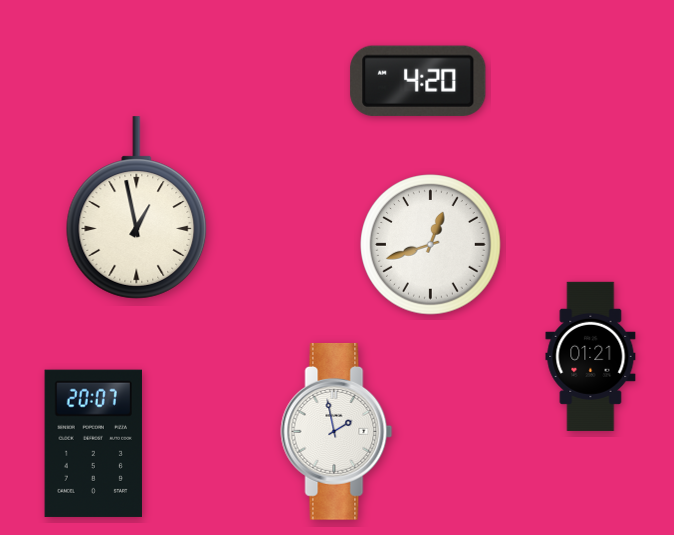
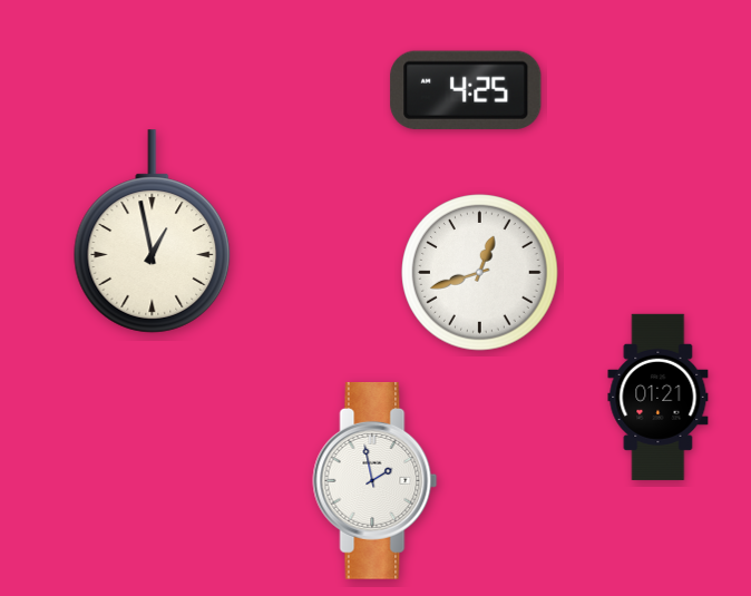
clock at (418, 81): 4:20 -> 4:25
clock at (93, 443): 20:07 -> none
